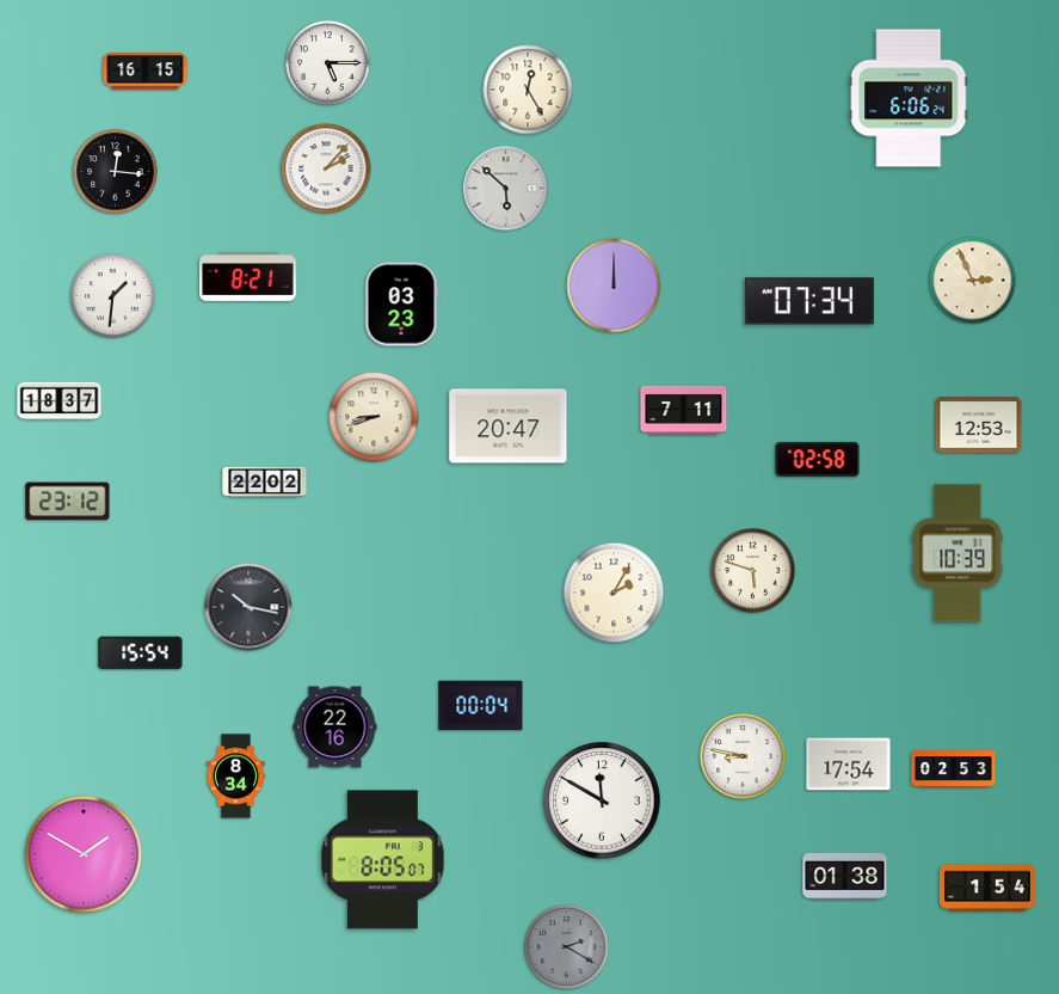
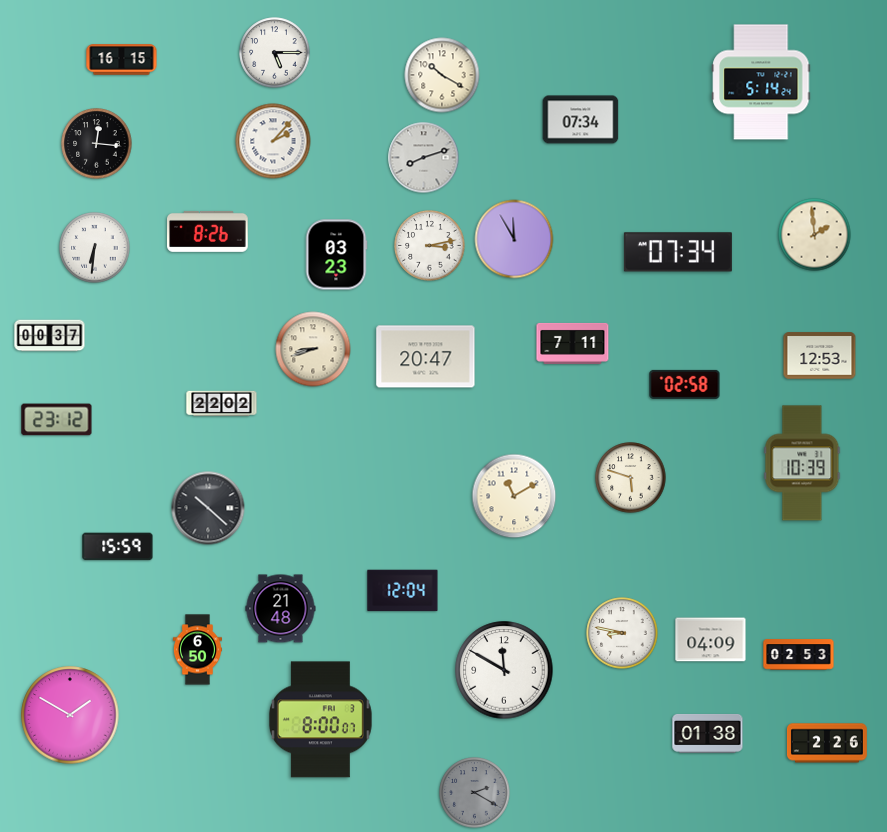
clock at (528, 90): 12:25 -> 10:20
clock at (909, 98): 6:06 -> 5:14
clock at (581, 120): none -> 07:34
clock at (506, 189): 5:52 -> 8:12
clock at (248, 276): 8:21 -> 8:26
clock at (973, 281): 2:56 -> 1:59
clock at (614, 286): 12:00 -> 11:55
clock at (430, 246): none -> 3:13
clock at (113, 296): 1:31 -> 6:31
clock at (60, 401): 18:37 -> 00:37
clock at (614, 593): 2:05 -> 11:10
clock at (248, 607): 10:17 -> 10:22
clock at (141, 654): 15:54 -> 15:59
clock at (481, 706): 00:04 -> 12:04
clock at (335, 728): 22:16 -> 21:48
clock at (849, 765): 17:54 -> 04:09
clock at (954, 769) position: (954, 769) -> (799, 655)
clock at (235, 777): 8:34 -> 6:50
clock at (382, 860): 8:05 -> 8:00
clock at (987, 888): 1:54 -> 2:26
